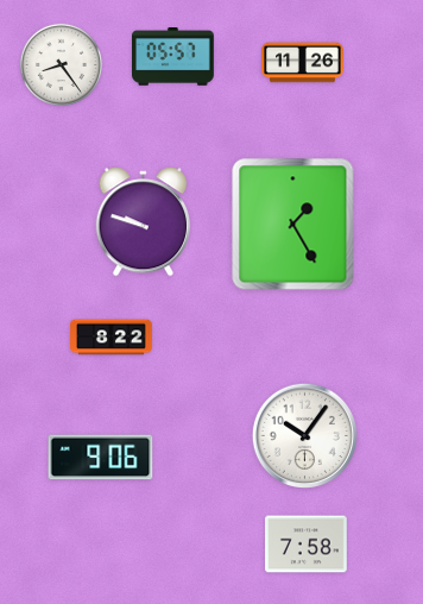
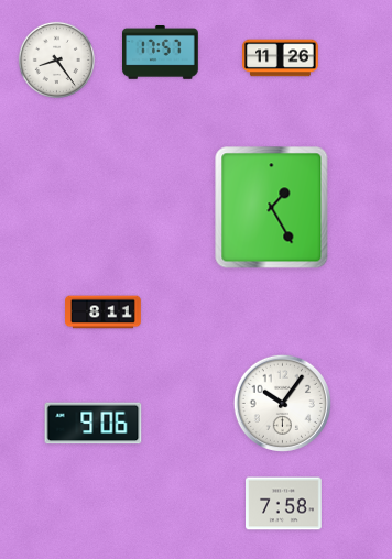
clock at (173, 57): 05:57 -> 17:57
clock at (144, 222): 9:48 -> none
clock at (112, 338): 8:22 -> 8:11
